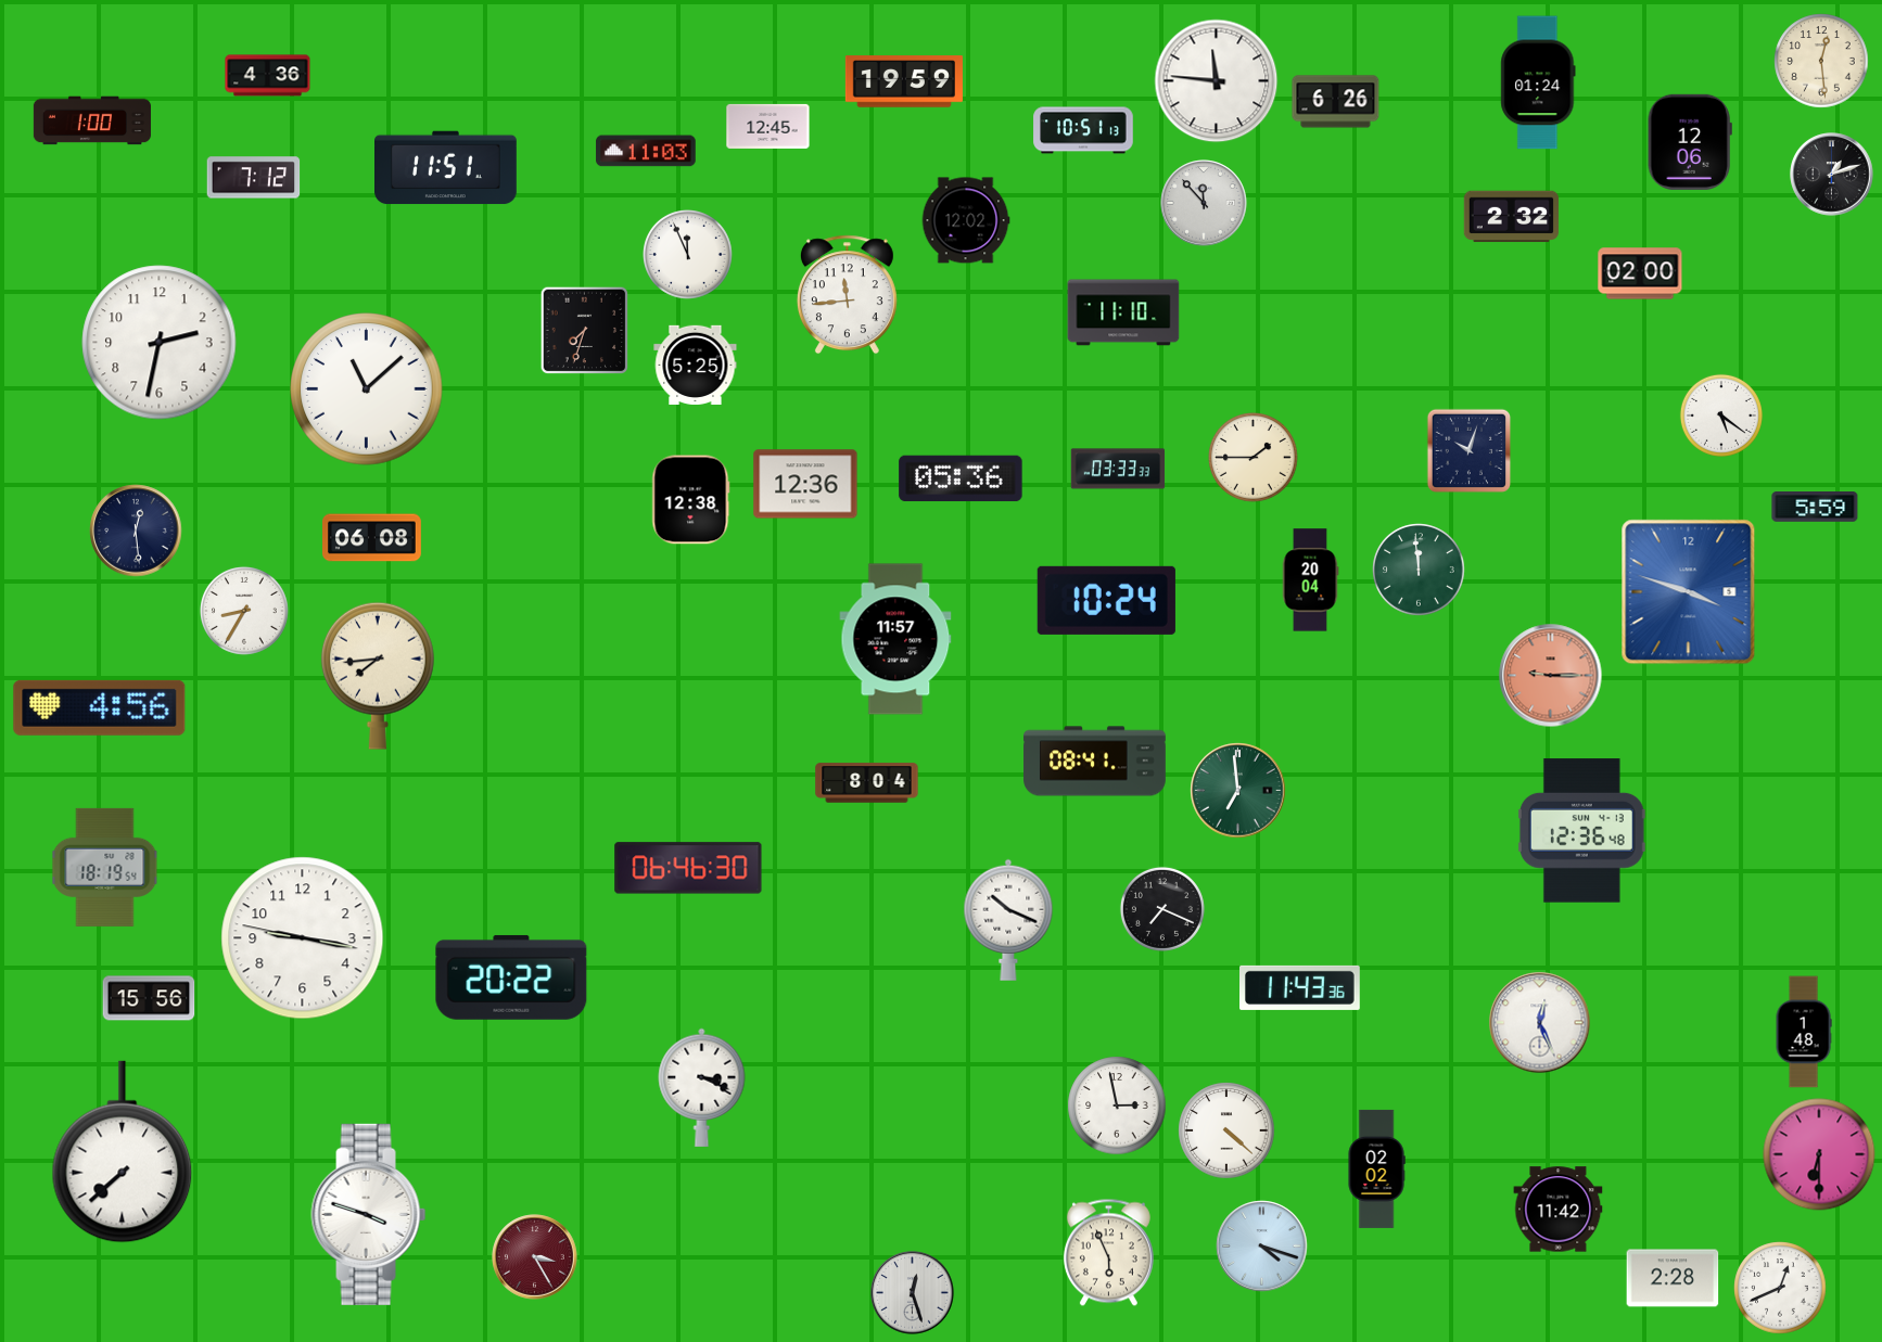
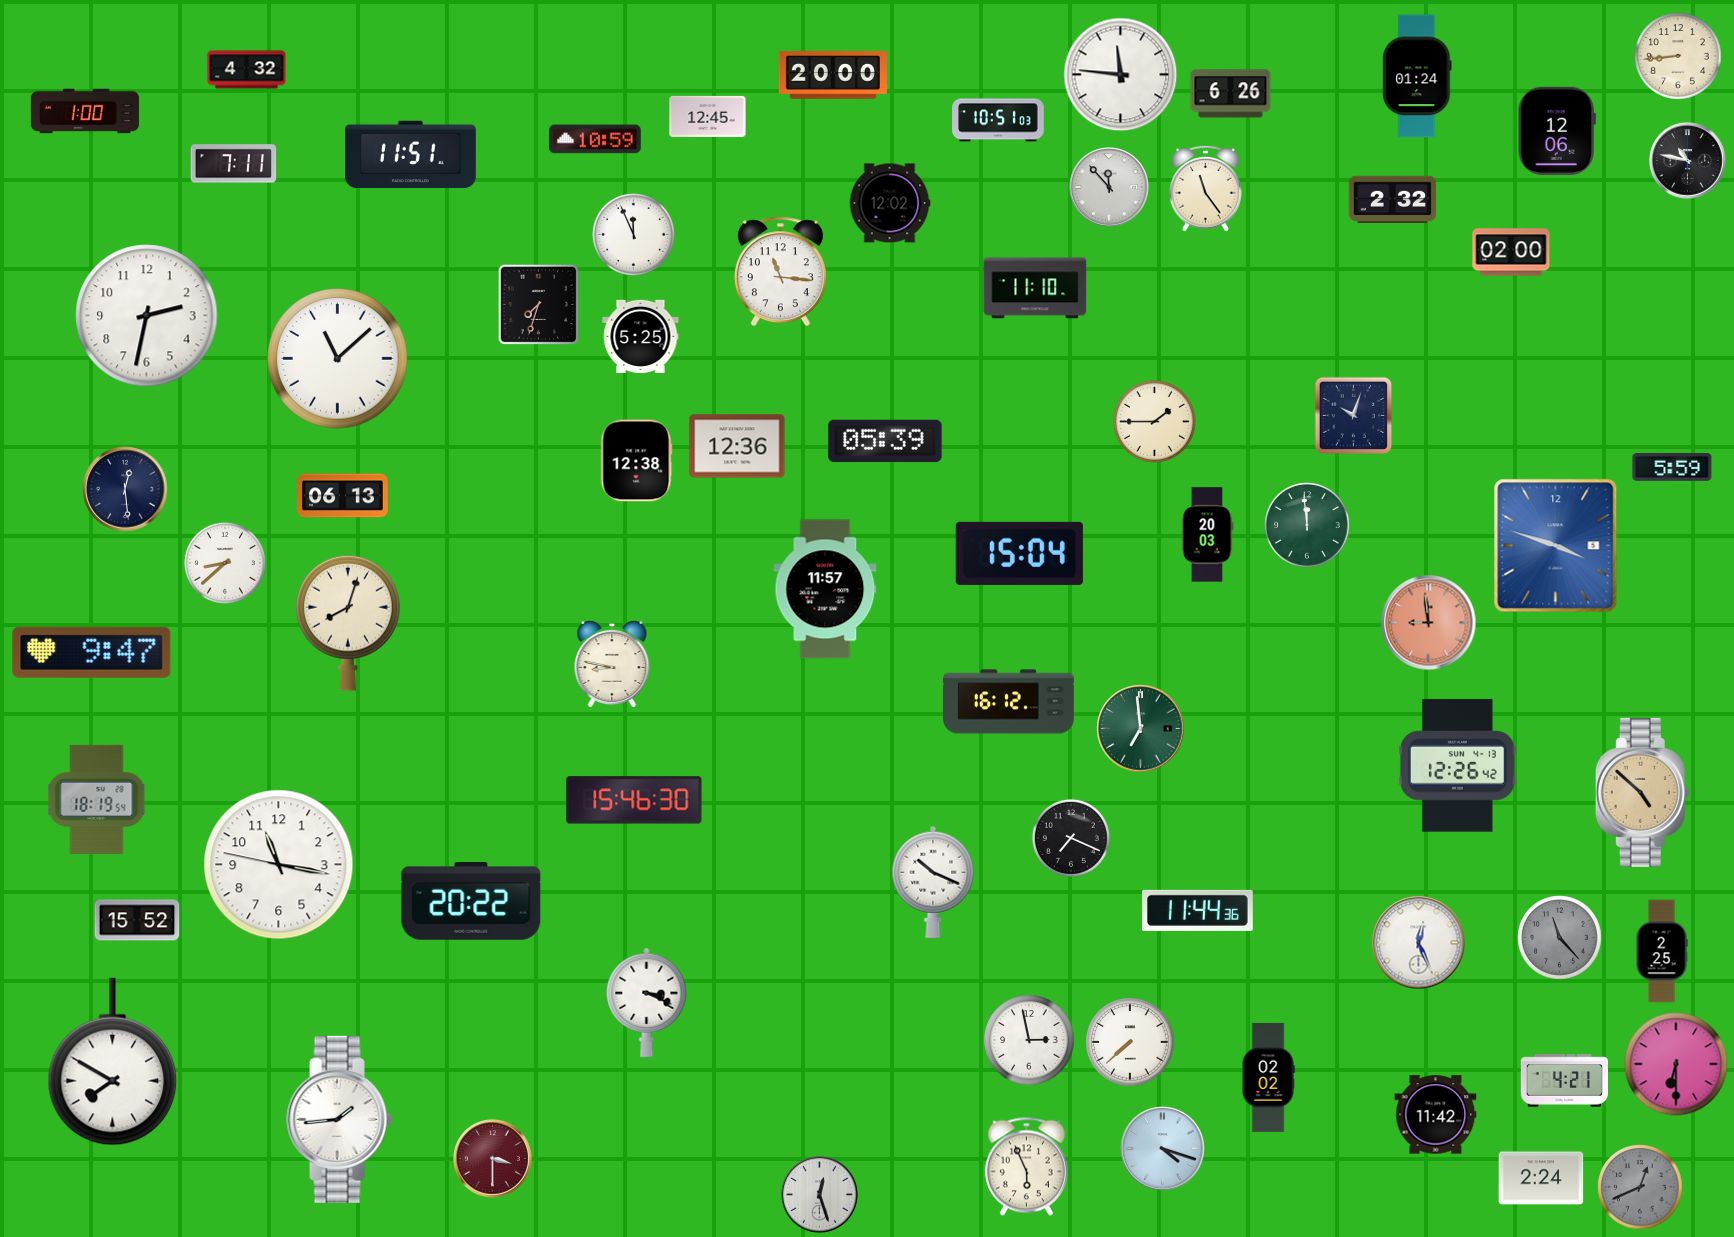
clock at (1821, 61): 12:29 -> 8:44
clock at (268, 76): 4:36 -> 4:32
clock at (904, 81): 19:59 -> 20:00
clock at (1083, 130): 10:51:13 -> 10:51:03
clock at (646, 151): 11:03 -> 10:59
clock at (1832, 175): 1:12 -> 10:47
clock at (254, 178): 7:12 -> 7:11
clock at (1206, 188): none -> 11:24
clock at (847, 295): 11:44 -> 11:16
clock at (1721, 416): 5:21 -> none
clock at (1118, 469): 03:33 -> none
clock at (961, 478): 05:36 -> 05:39
clock at (805, 484) position: (805, 484) -> (737, 446)
clock at (372, 538): 06:08 -> 06:13
clock at (1310, 580): 20:04 -> 20:03
clock at (1106, 600): 10:24 -> 15:04
clock at (244, 611): 8:35 -> 8:38
clock at (378, 676): 7:44 -> 8:03
clock at (1551, 676): 9:15 -> 8:59
clock at (100, 707): 4:56 -> 9:47
clock at (612, 664): none -> 8:47
clock at (1095, 762): 08:41 -> 16:12
clock at (867, 783): 8:04 -> none
clock at (1581, 831): 12:36 -> 12:26
clock at (1642, 792): none -> 4:52
clock at (688, 868): 06:46 -> 15:46
clock at (1008, 920) position: (1008, 920) -> (933, 882)
clock at (303, 938): 9:16 -> 11:16
clock at (1300, 987): 11:43 -> 11:44
clock at (149, 998): 15:56 -> 15:52
clock at (1560, 938): none -> 11:23
clock at (1804, 1032): 1:48 -> 2:25
clock at (1117, 1105) position: (1117, 1105) -> (1029, 1040)
clock at (1226, 1130): 4:22 -> 7:38
clock at (123, 1152): 7:38 -> 7:50
clock at (1564, 1081): none -> 4:21
clock at (369, 1214): 3:48 -> 1:44
clock at (1108, 1253) position: (1108, 1253) -> (1026, 1167)
clock at (535, 1257): 3:25 -> 3:30
clock at (1673, 1278): 2:28 -> 2:24
clock at (1780, 1288) dial: white -> grey
clock at (913, 1293) position: (913, 1293) -> (820, 1195)
